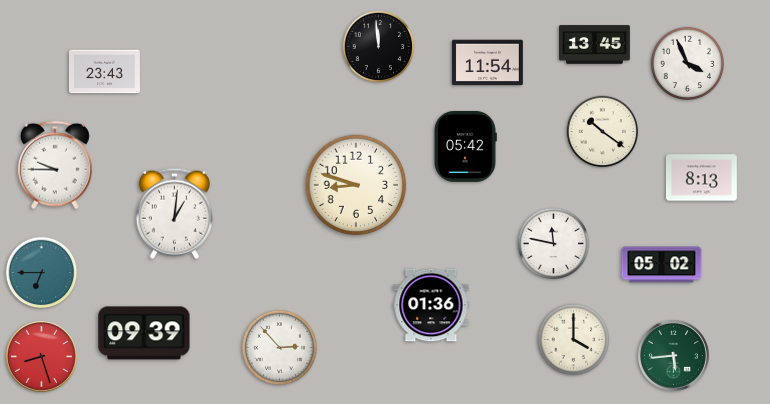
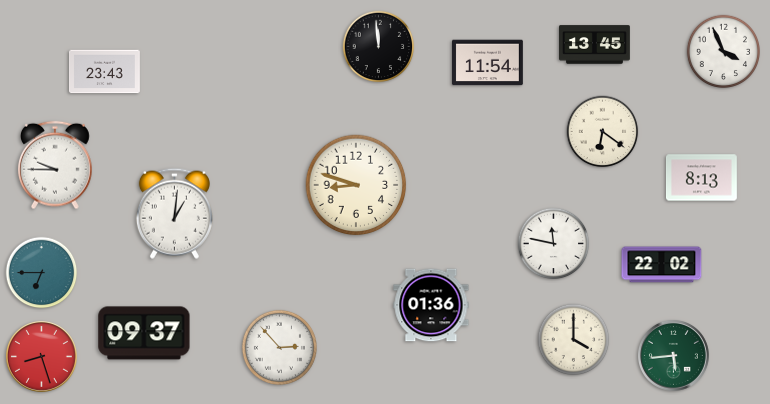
clock at (688, 64) position: (688, 64) -> (724, 52)
clock at (603, 132): 10:21 -> 6:21
clock at (465, 146): 05:42 -> none
clock at (662, 265): 05:02 -> 22:02
clock at (144, 333): 09:39 -> 09:37
